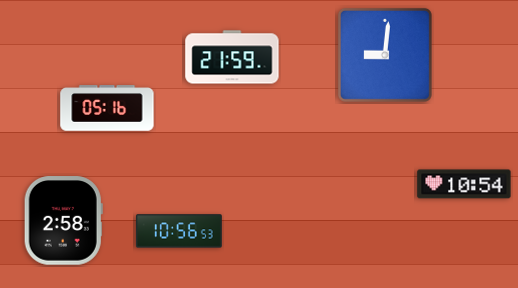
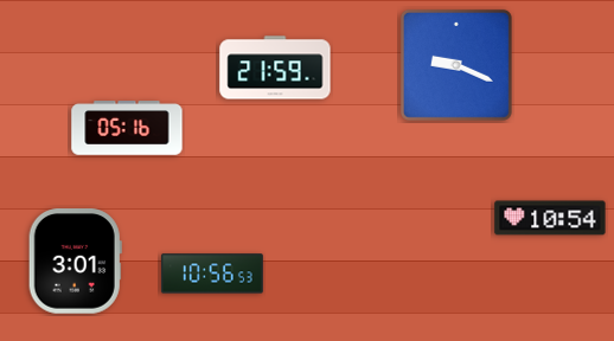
clock at (385, 55): 9:01 -> 9:19
clock at (63, 221): 2:58 -> 3:01
